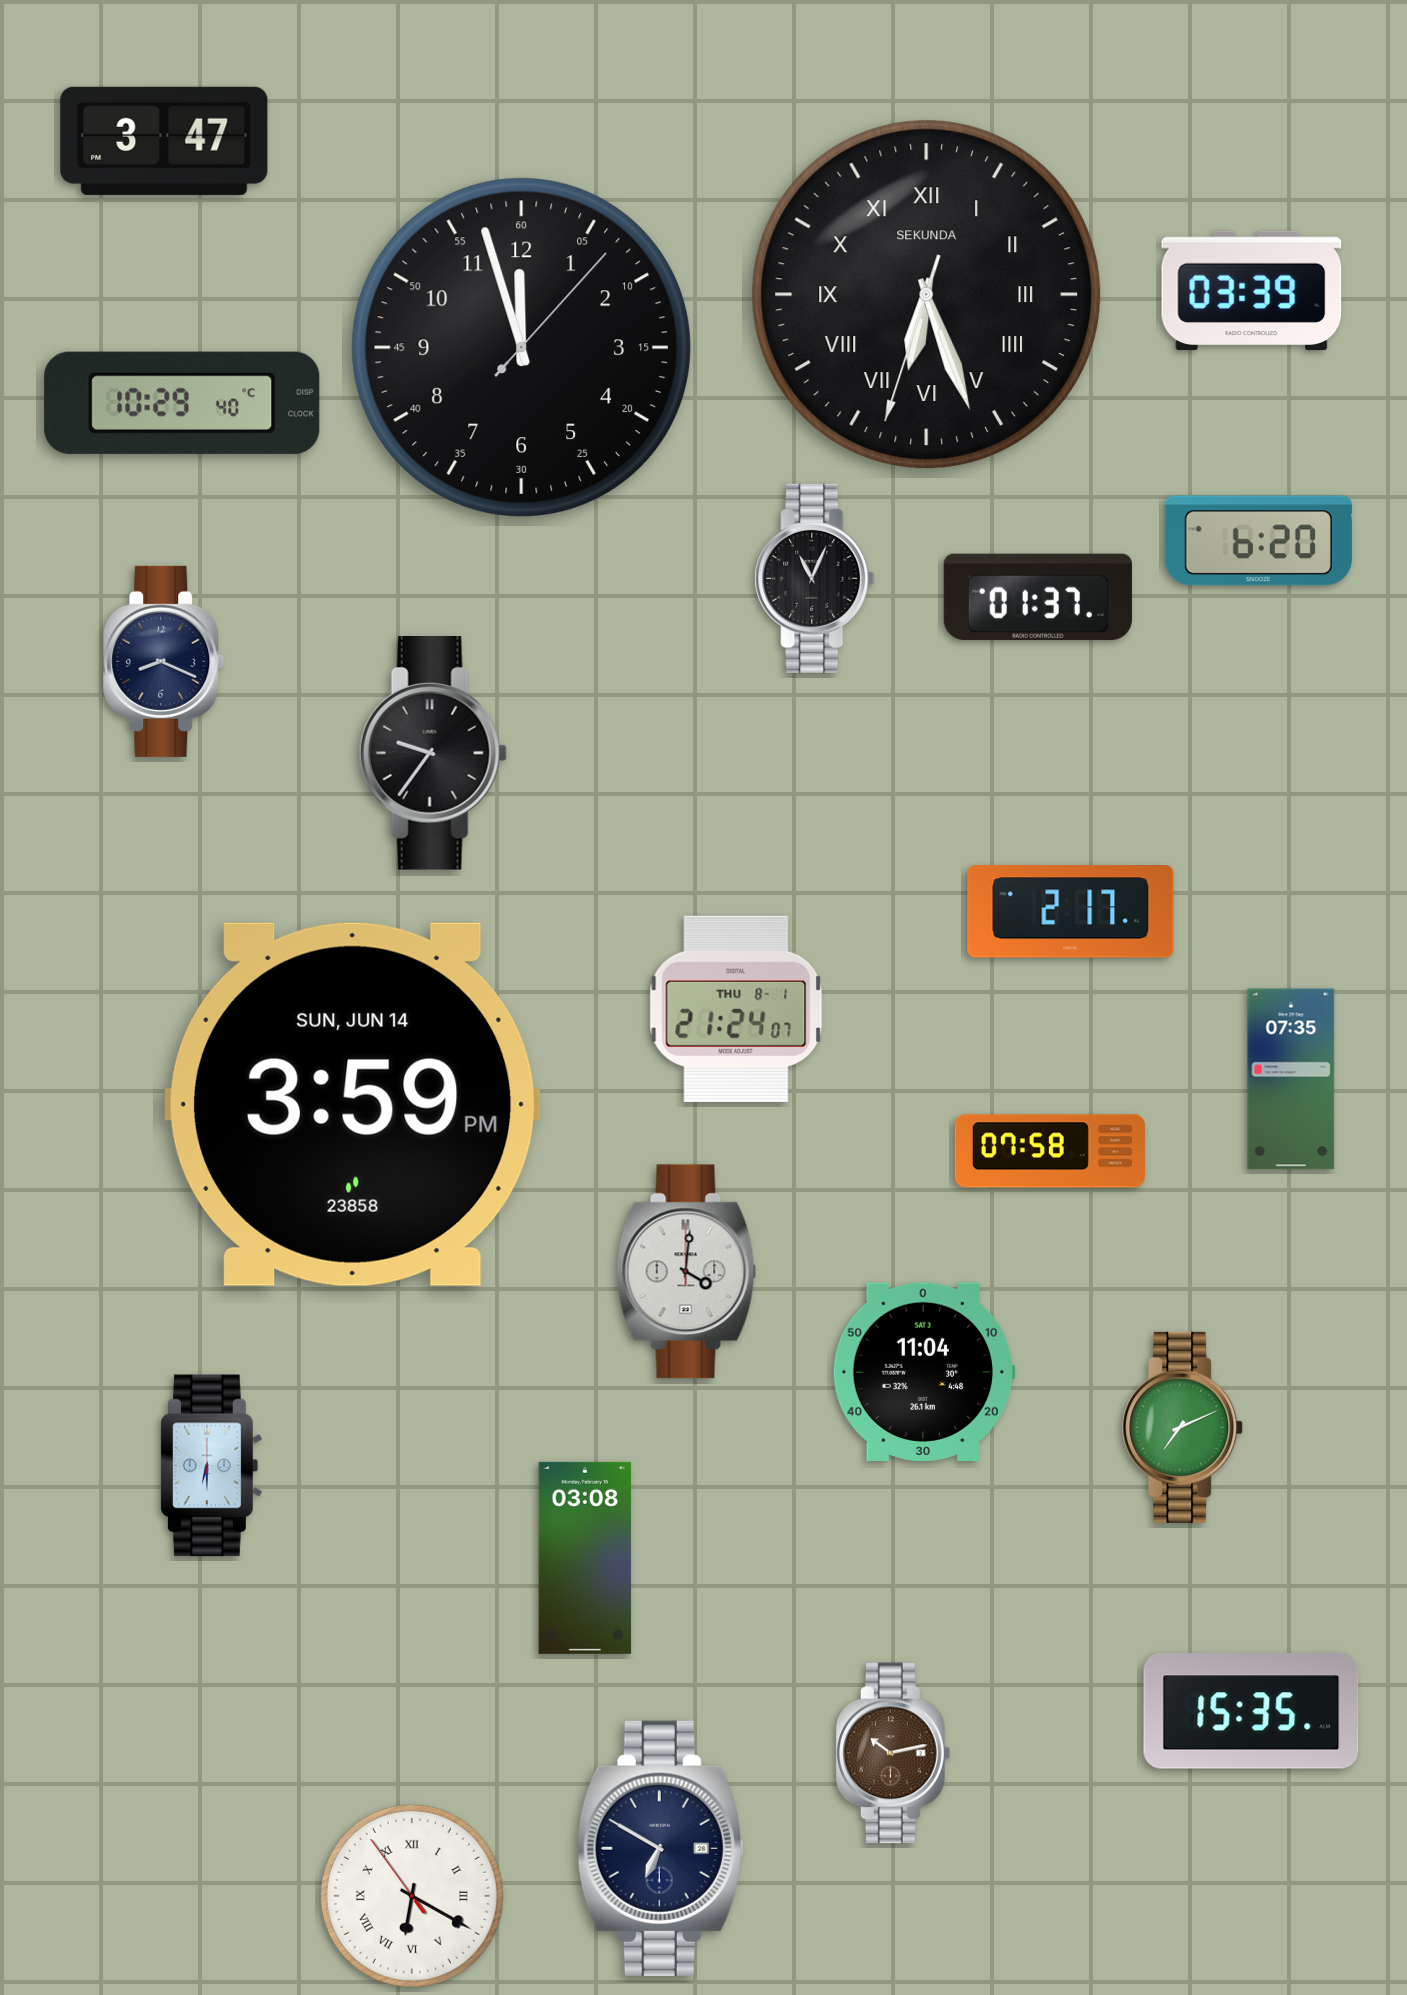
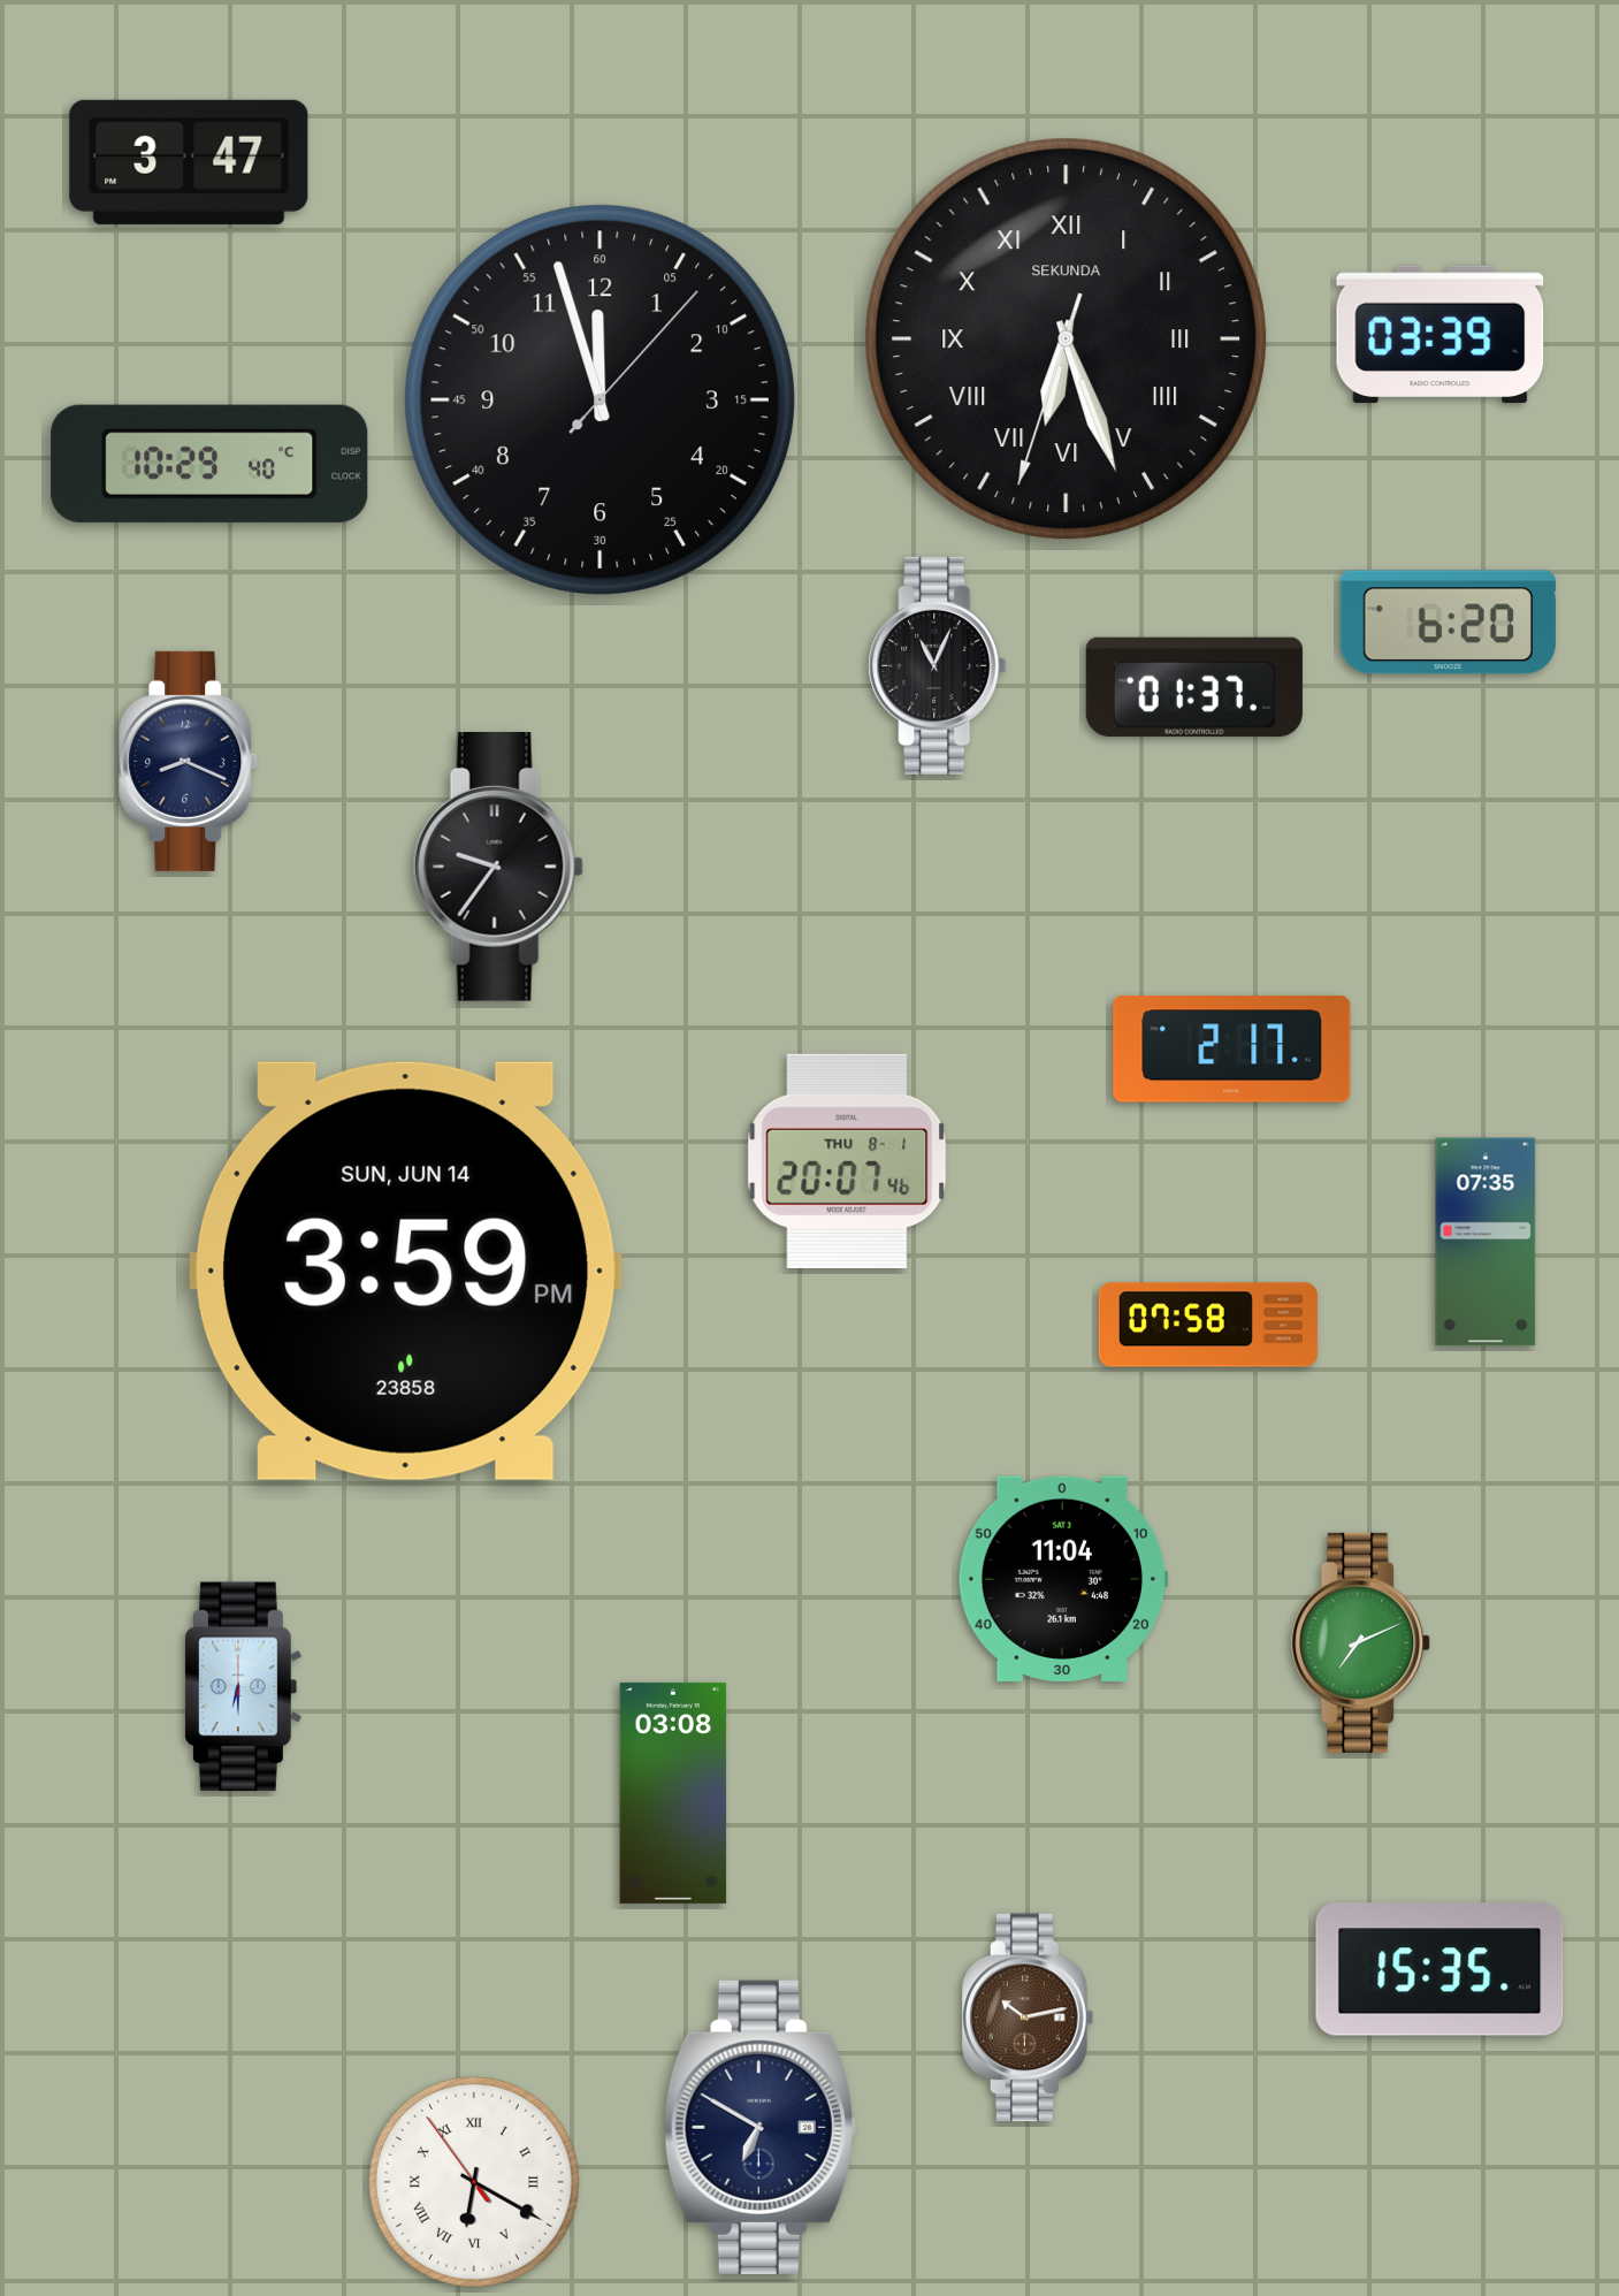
clock at (736, 1009): 21:24 -> 20:07
clock at (687, 1272): 4:01 -> none
